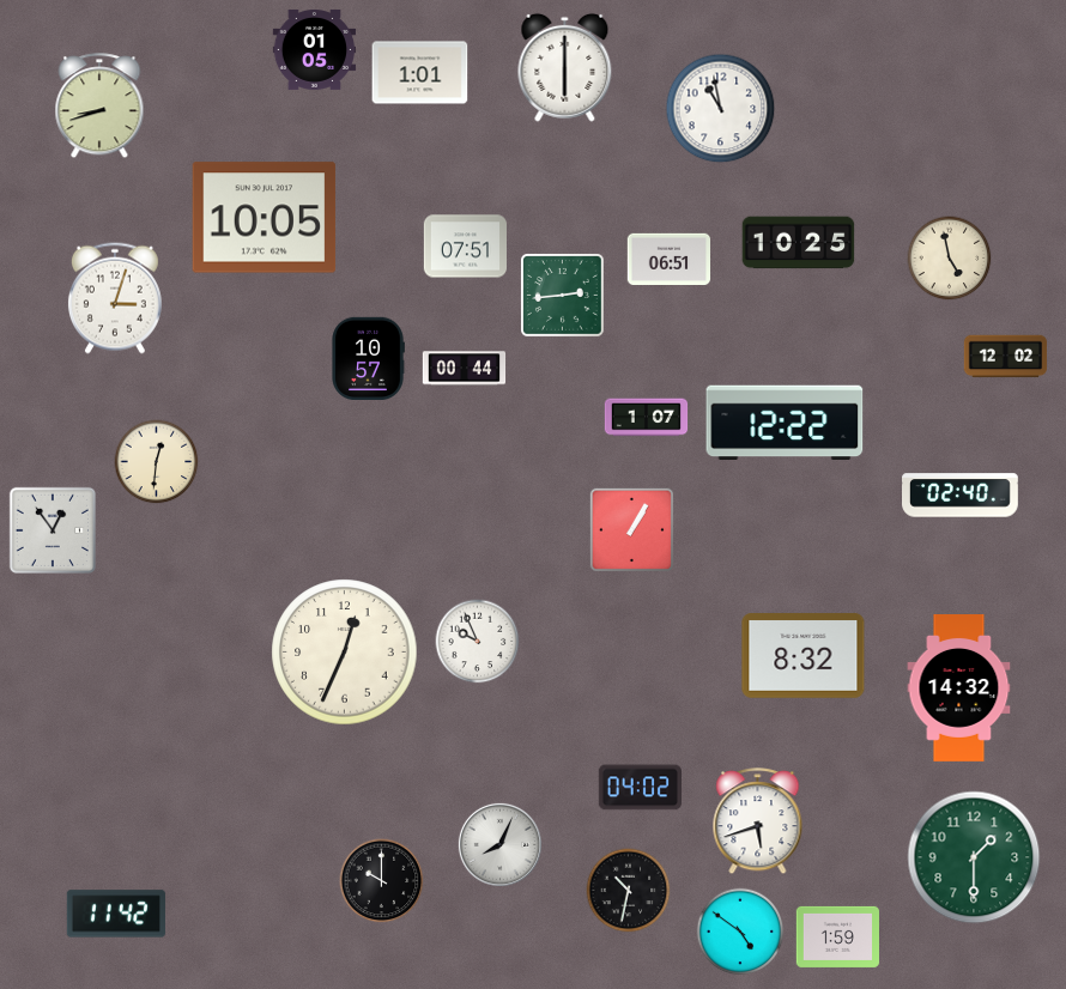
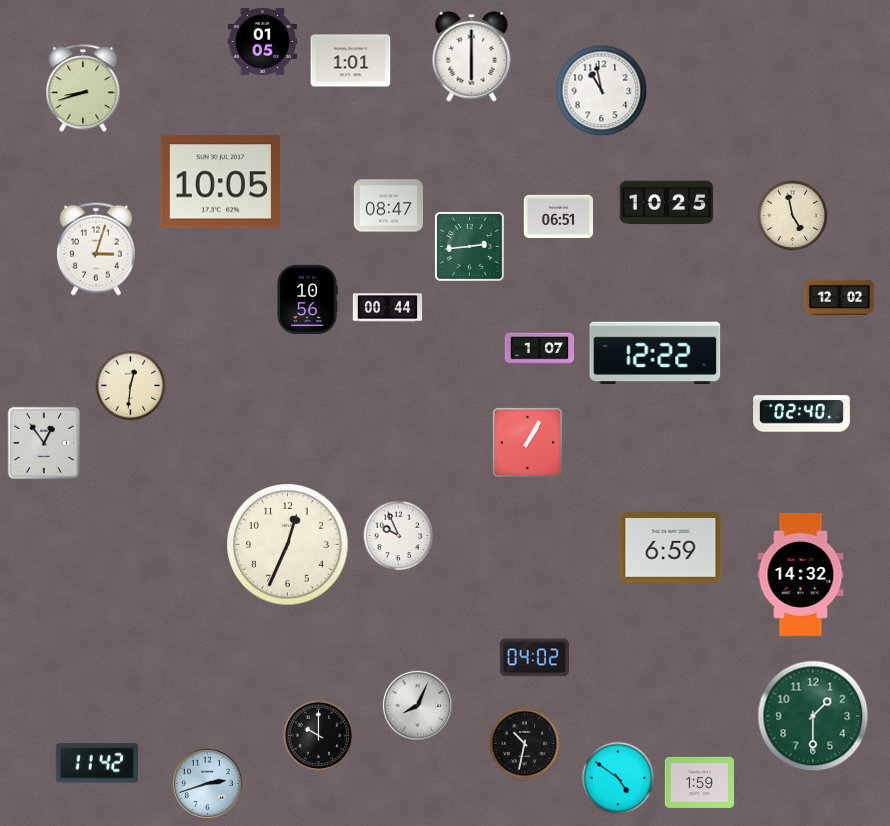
clock at (465, 247): 07:51 -> 08:47
clock at (368, 358): 10:57 -> 10:56
clock at (804, 656): 8:32 -> 6:59
clock at (758, 821): 5:42 -> none
clock at (207, 783): none -> 2:42
